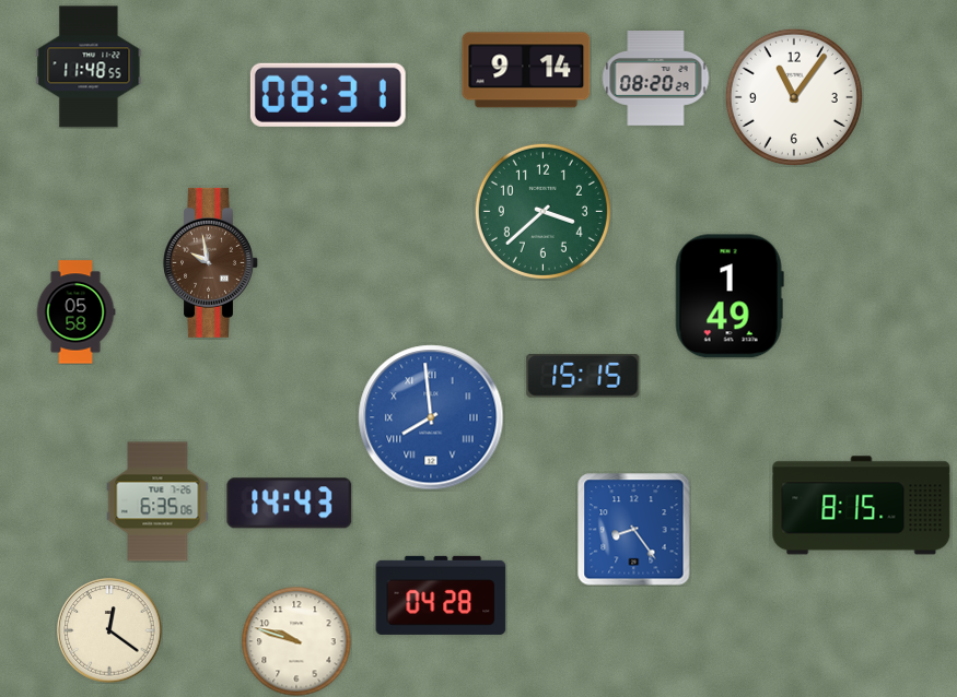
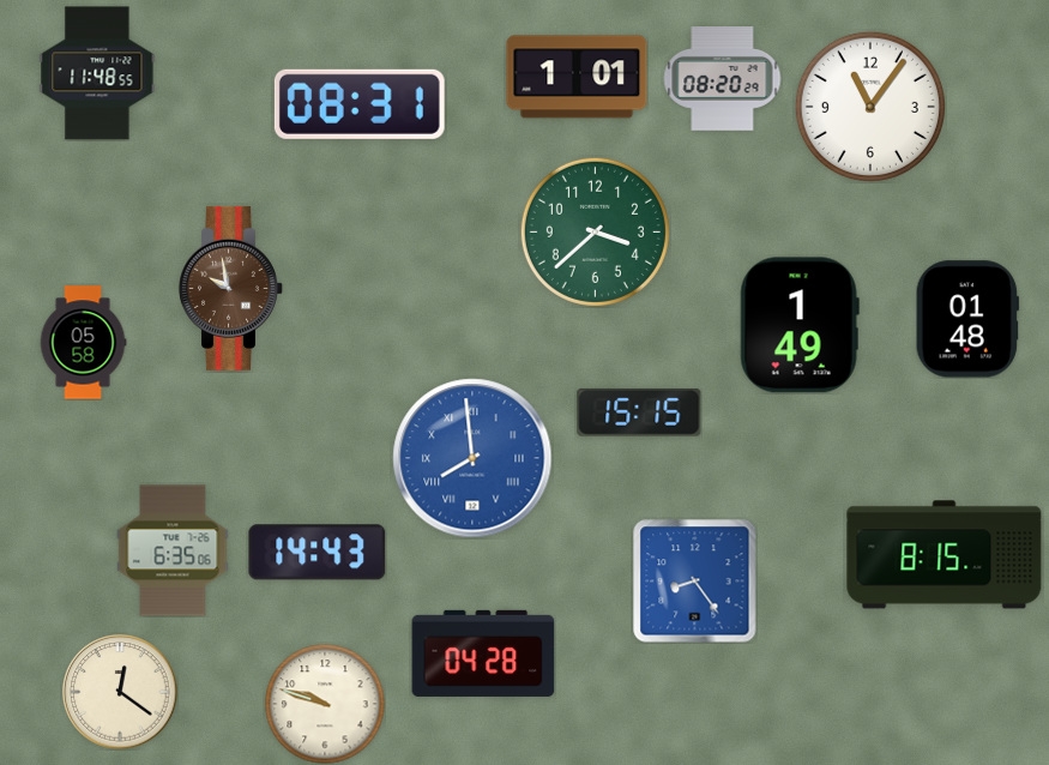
clock at (526, 70): 9:14 -> 1:01
clock at (655, 79) position: (655, 79) -> (722, 79)
clock at (967, 319): none -> 01:48
